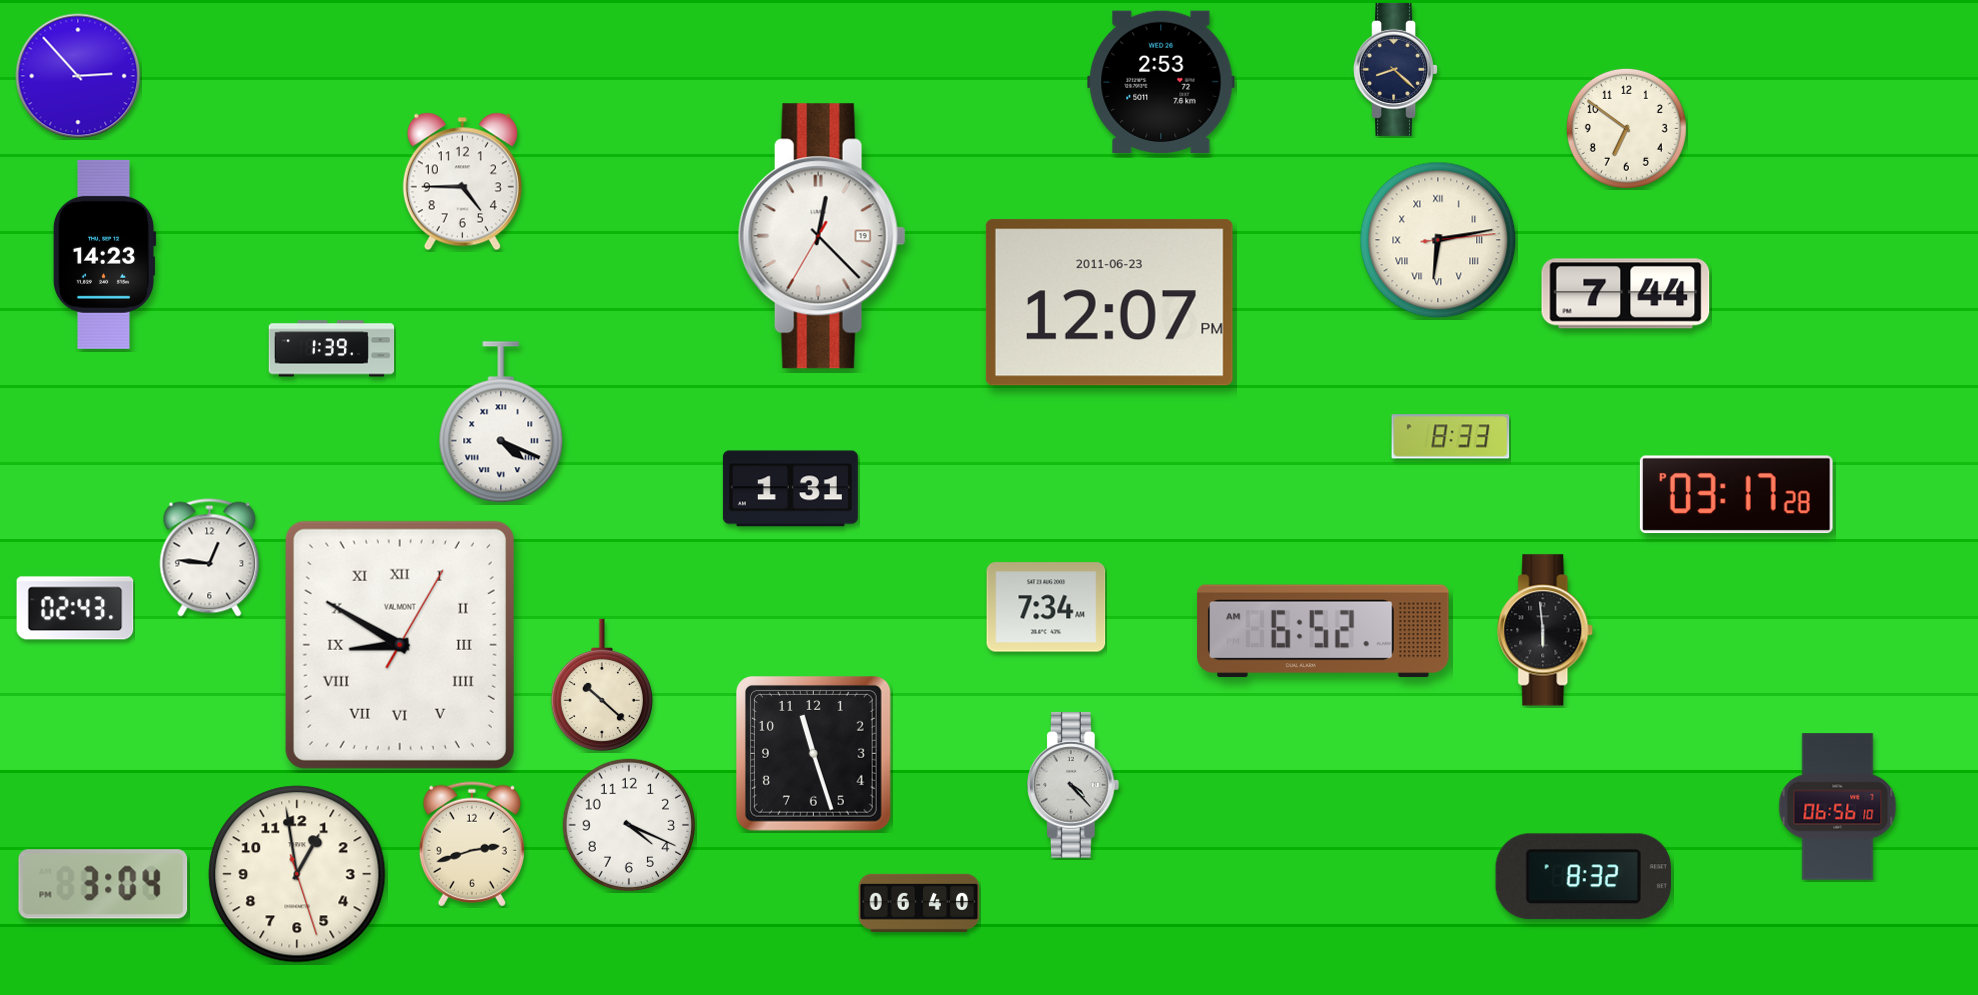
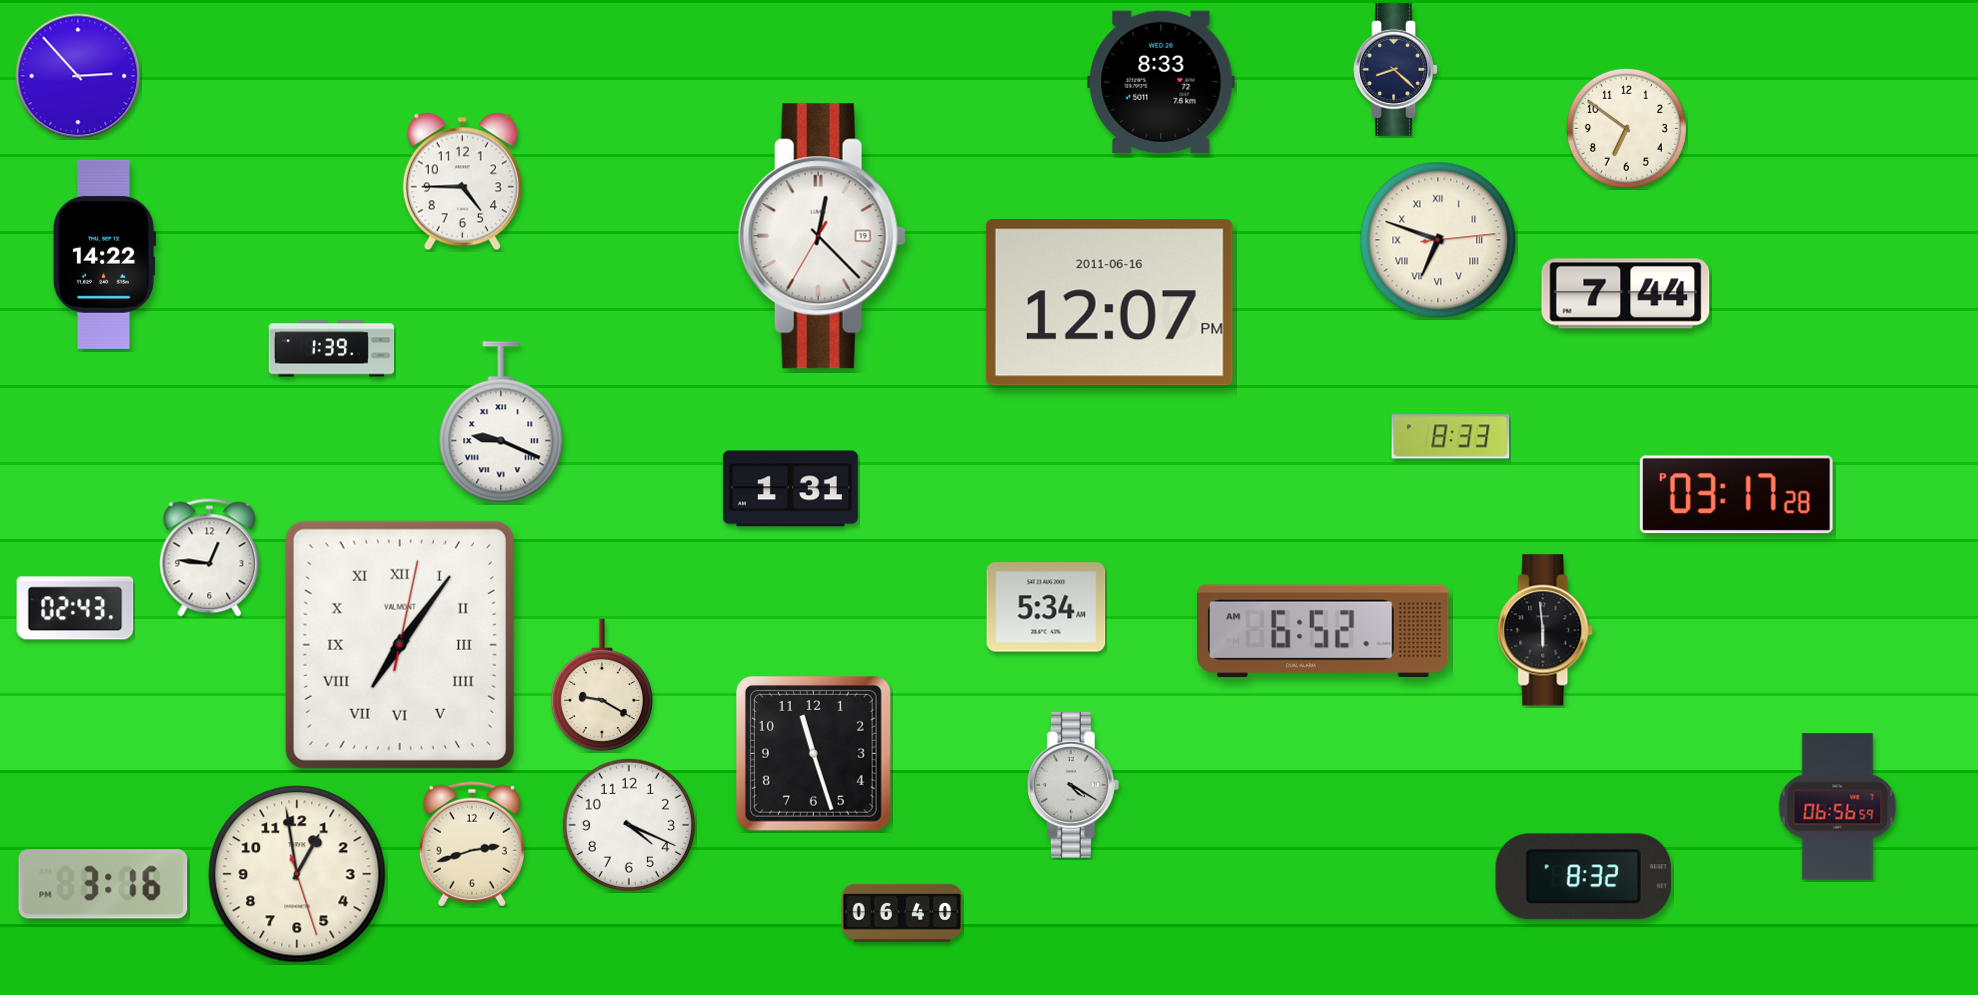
clock at (1161, 82): 2:53 -> 8:33
clock at (1438, 240): 6:13 -> 6:48
clock at (104, 254): 14:23 -> 14:22
clock at (1109, 303) date: 2011-06-23 -> 2011-06-16
clock at (501, 422): 4:19 -> 9:19
clock at (1046, 607): 7:34 -> 5:34
clock at (400, 645): 8:50 -> 7:06
clock at (602, 685): 10:22 -> 9:20
clock at (1073, 785): 4:23 -> 4:20
clock at (1838, 807): 06:56:10 -> 06:56:59
clock at (103, 884): 3:04 -> 3:16
clock at (919, 903) position: (919, 903) -> (902, 913)
